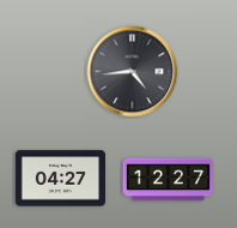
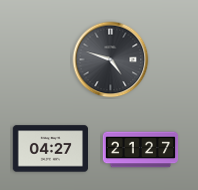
clock at (133, 72): 4:44 -> 4:48
clock at (169, 180): 12:27 -> 21:27
